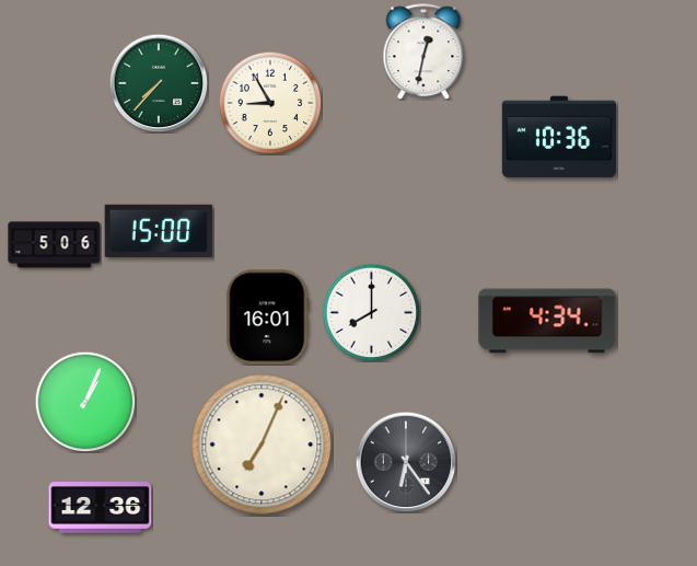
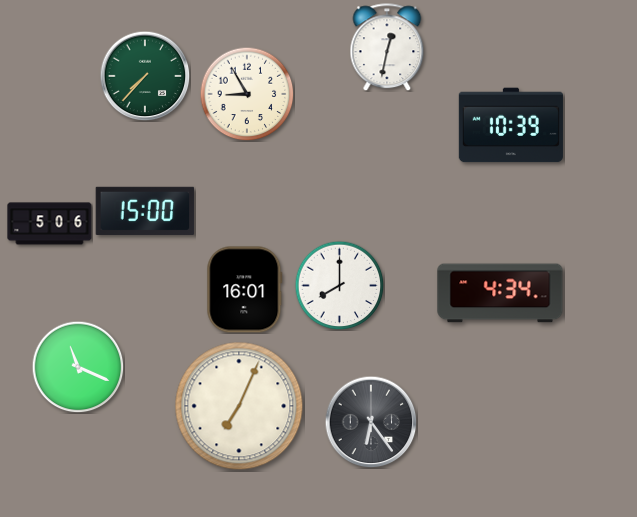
clock at (559, 137): 10:36 -> 10:39
clock at (85, 402): 1:04 -> 11:19
clock at (101, 508): 12:36 -> none
